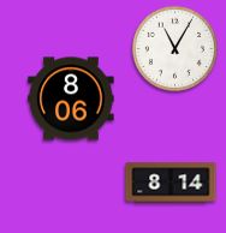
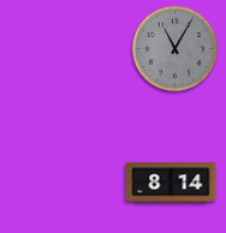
clock at (174, 48) dial: white -> grey
clock at (71, 98): 8:06 -> none
